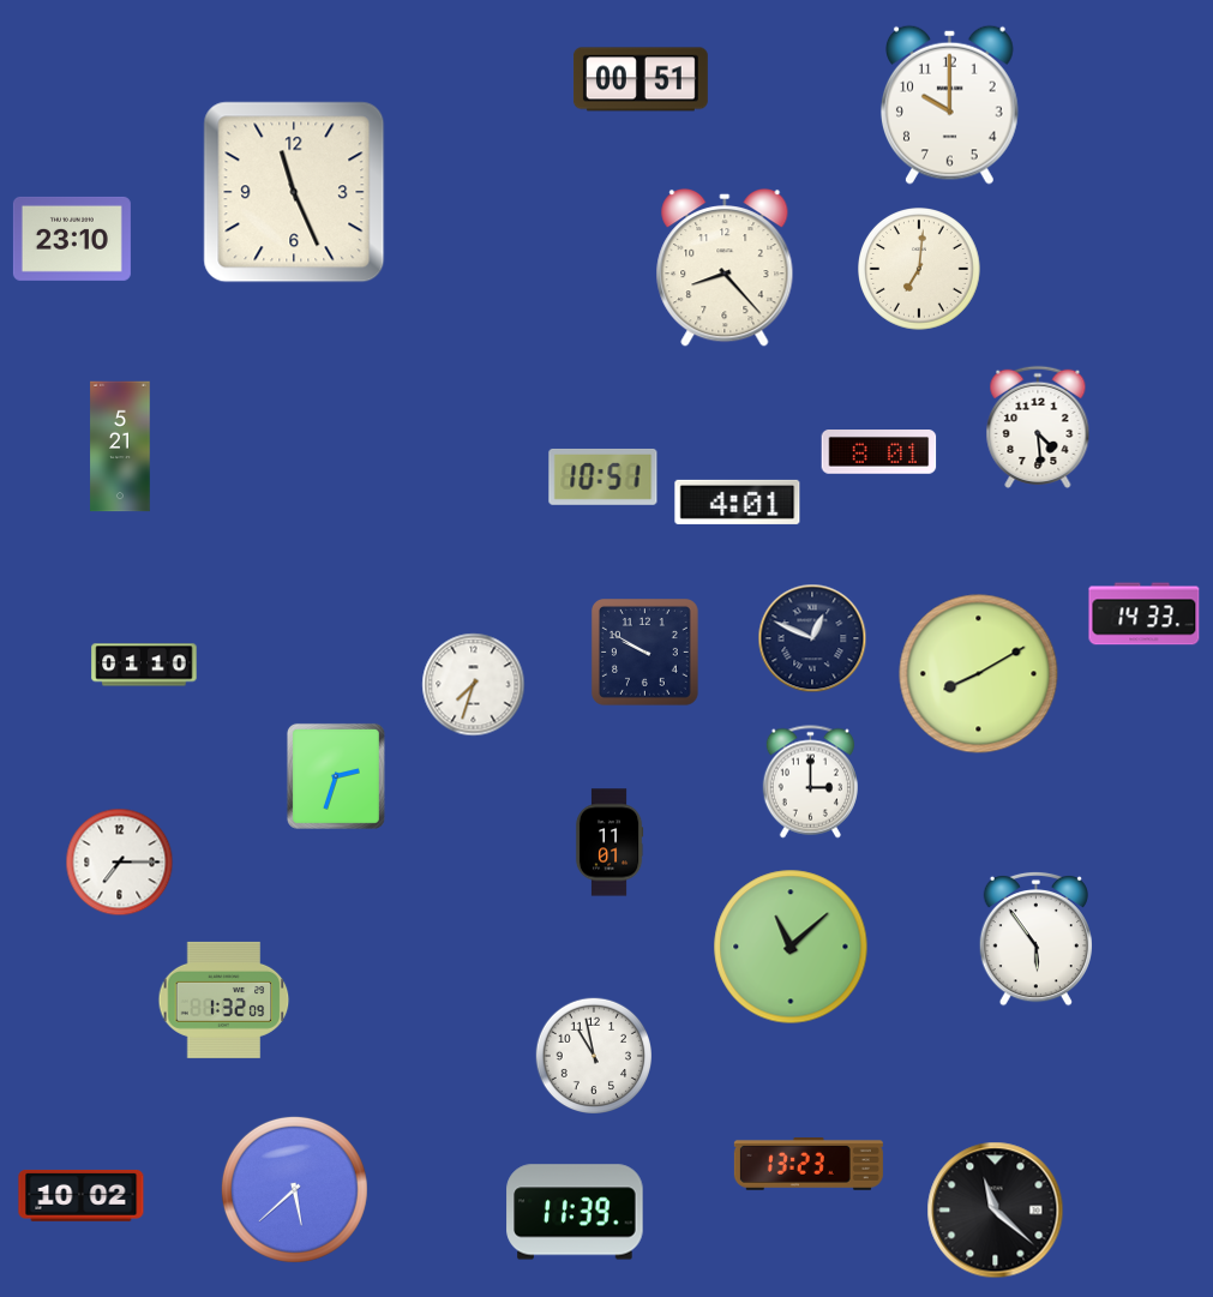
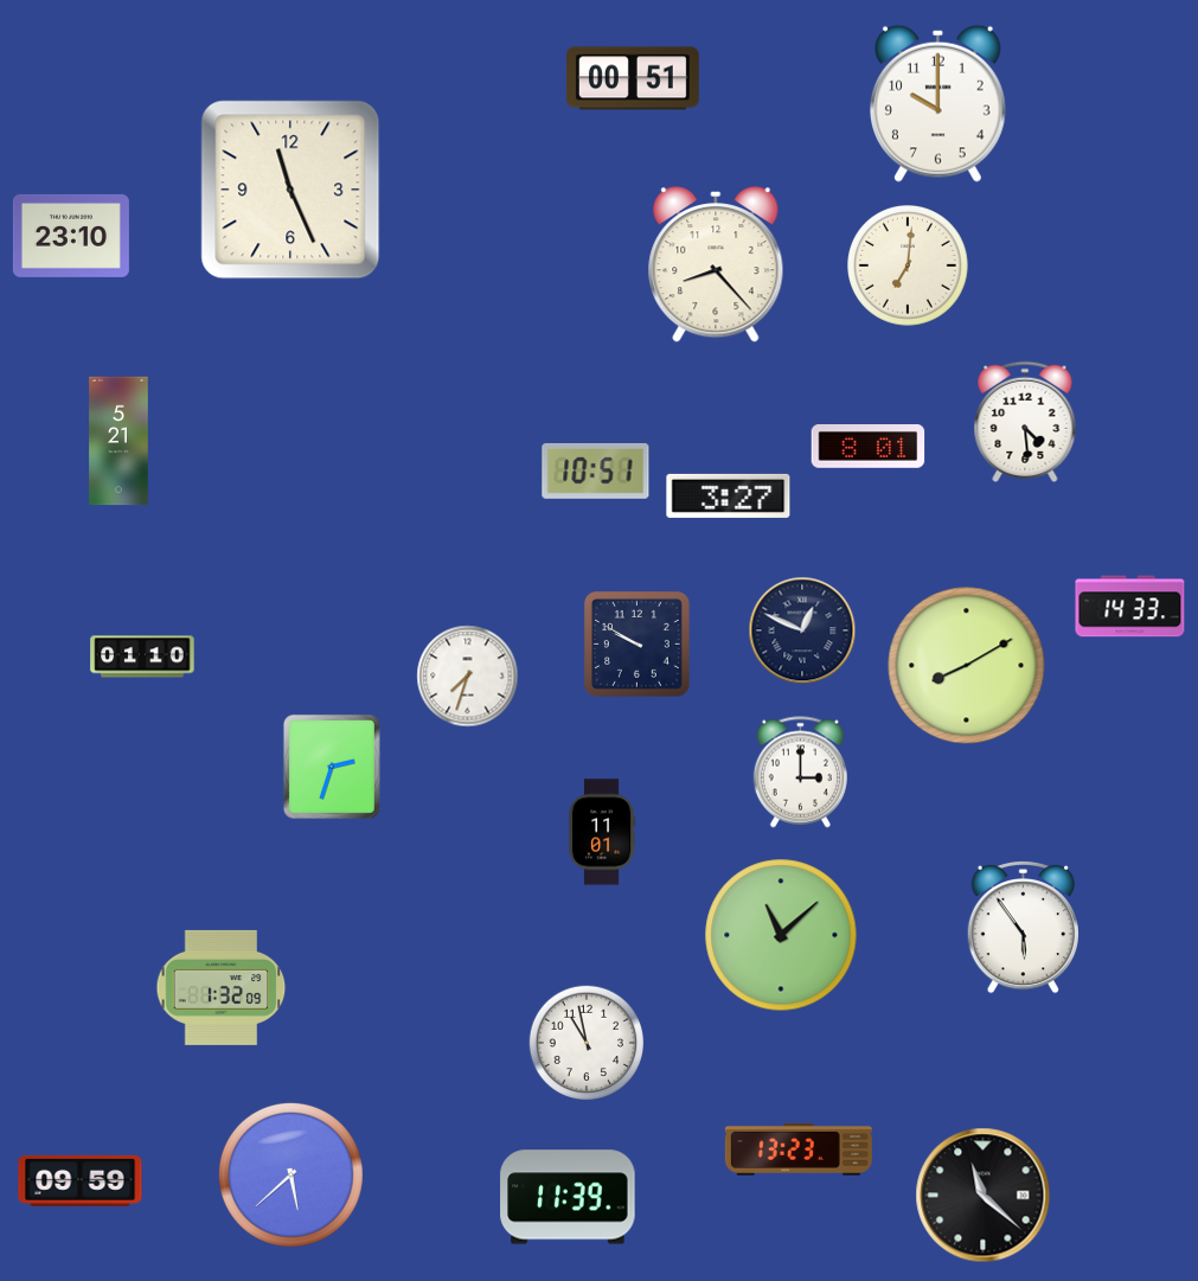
clock at (738, 502): 4:01 -> 3:27
clock at (120, 863): 7:15 -> none
clock at (82, 1196): 10:02 -> 09:59
